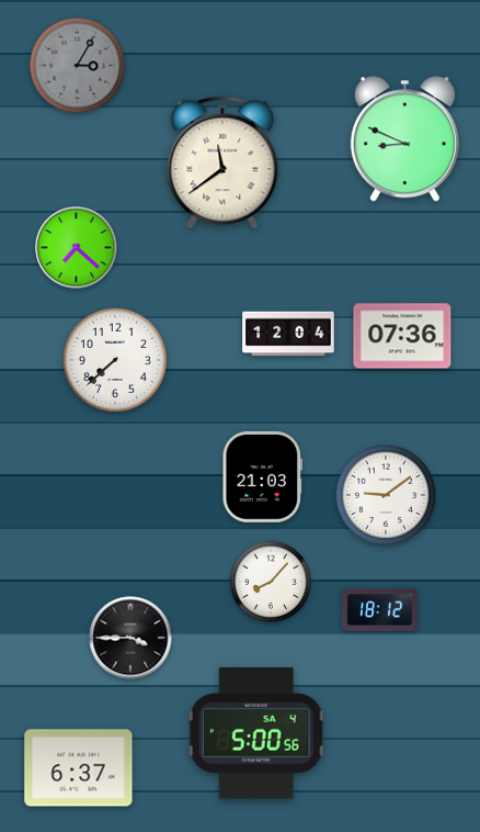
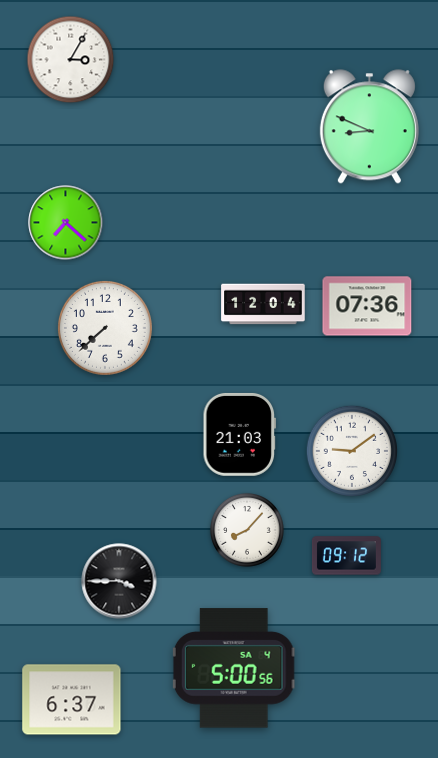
clock at (78, 66) dial: grey -> white
clock at (222, 162): 11:39 -> none
clock at (77, 248) position: (77, 248) -> (66, 223)
clock at (379, 610): 18:12 -> 09:12
